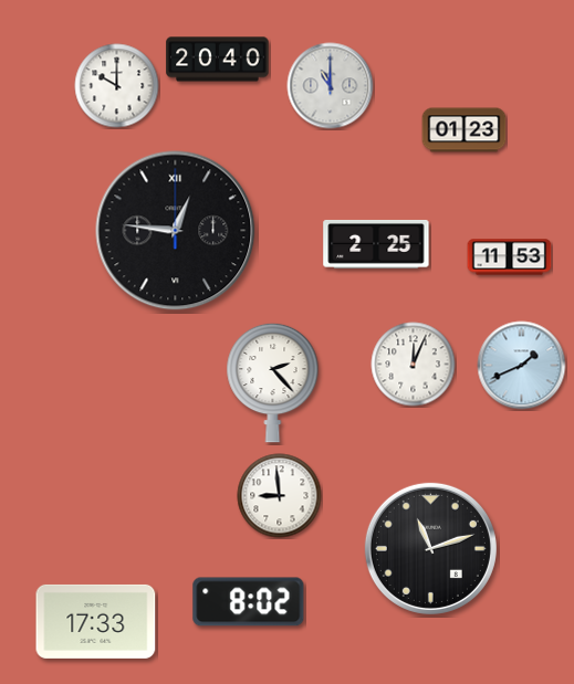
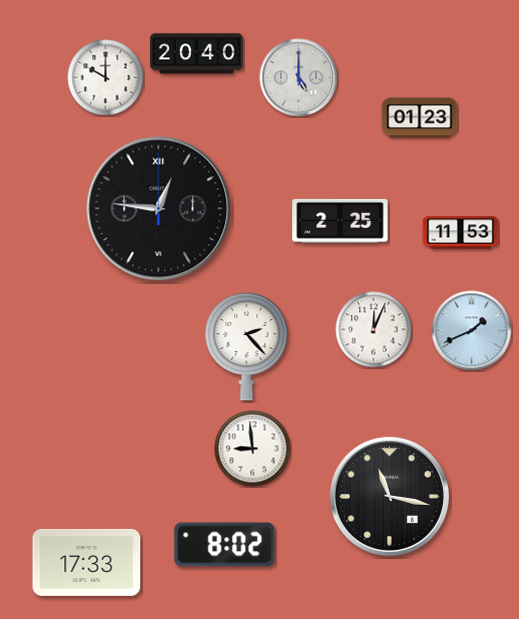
clock at (331, 86): 11:00 -> 5:00
clock at (430, 548): 11:12 -> 11:17
